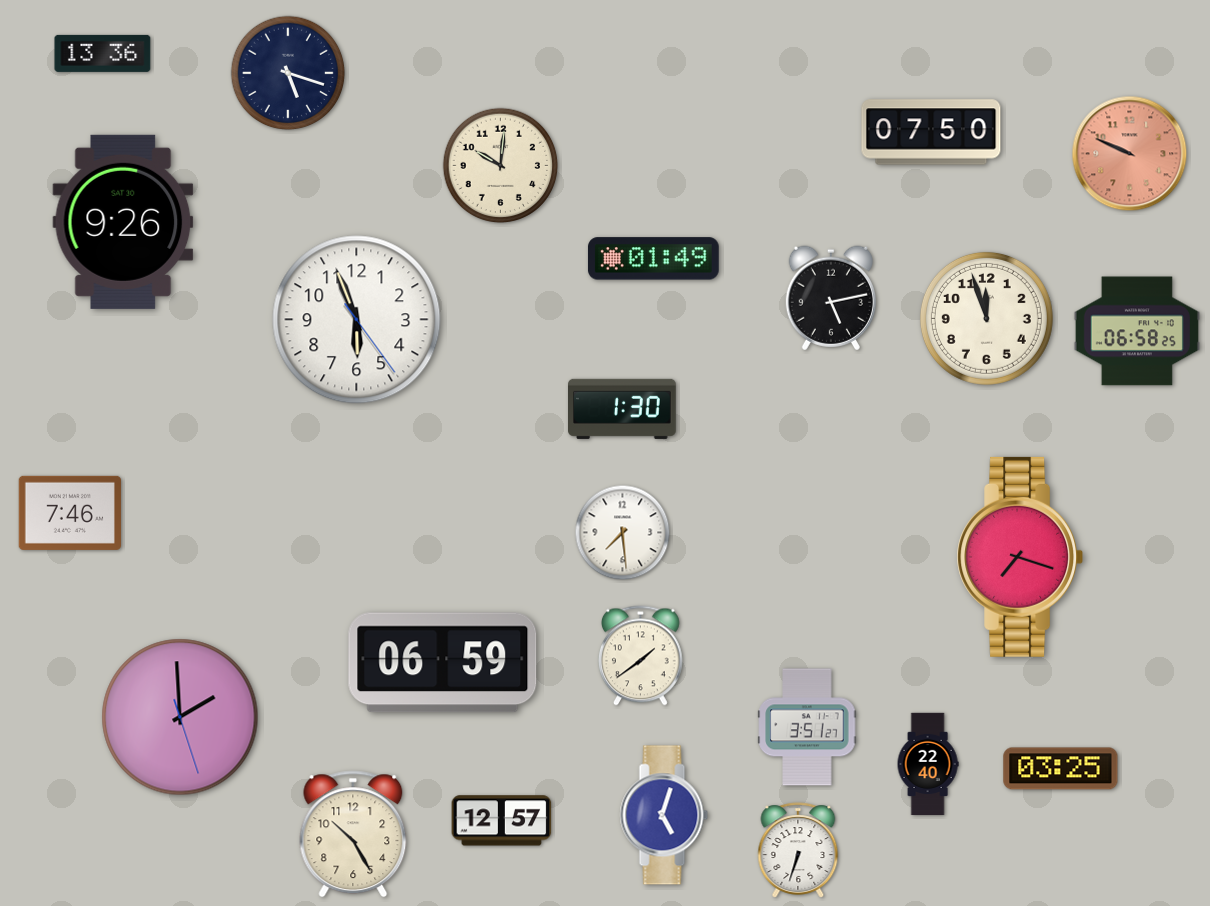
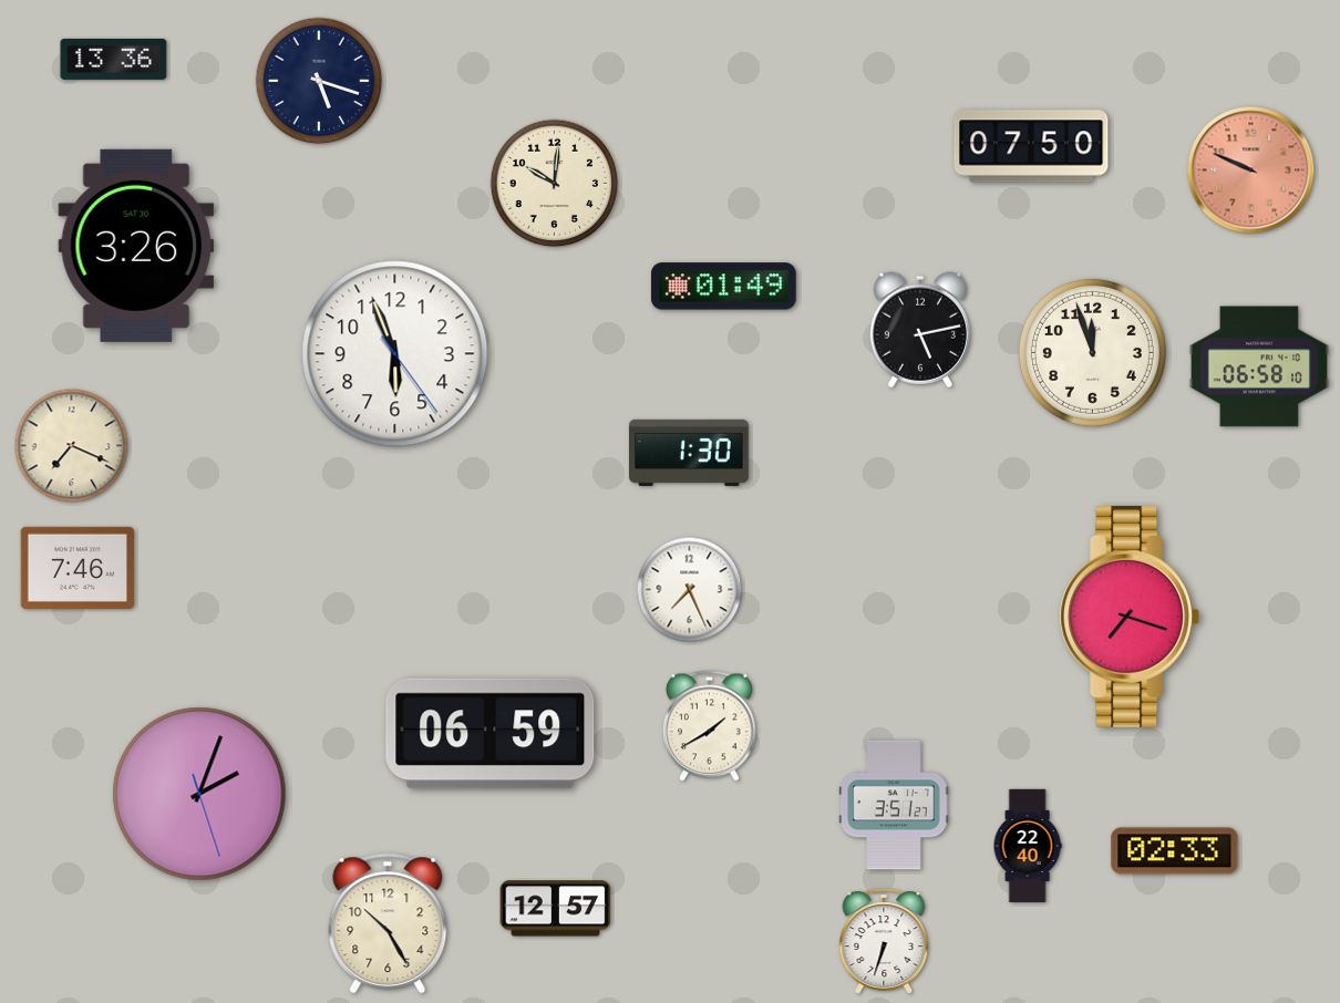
clock at (123, 222): 9:26 -> 3:26
clock at (1137, 331): 06:58:25 -> 06:58:10
clock at (72, 446): none -> 7:19
clock at (623, 533): 7:29 -> 7:26
clock at (641, 656): 1:39 -> 1:40
clock at (180, 717): 1:59 -> 2:03
clock at (1061, 769): 03:25 -> 02:33
clock at (664, 815): 5:03 -> none
clock at (353, 834) position: (353, 834) -> (388, 923)
